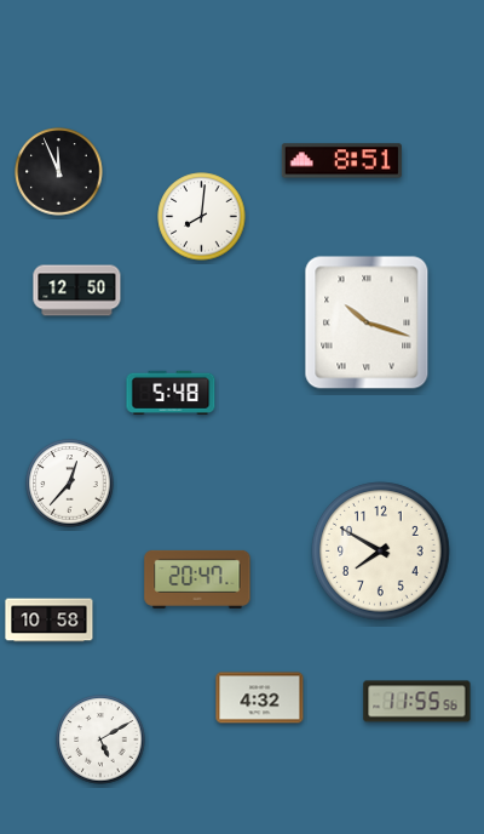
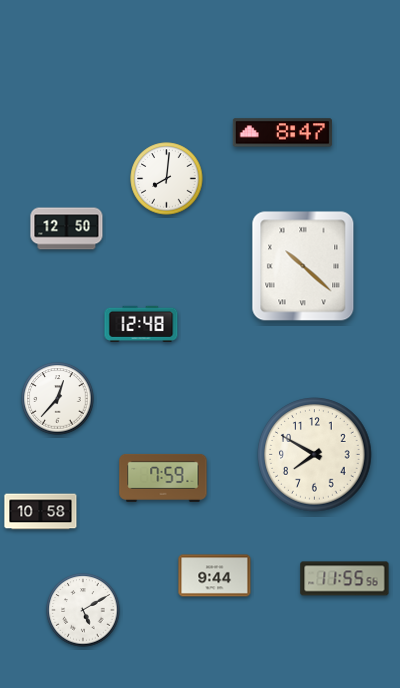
clock at (341, 161): 8:51 -> 8:47
clock at (59, 172): 11:56 -> none
clock at (77, 291) position: (77, 291) -> (67, 229)
clock at (367, 322): 10:18 -> 10:22
clock at (171, 393): 5:48 -> 12:48
clock at (197, 579): 20:47 -> 7:59
clock at (260, 698): 4:32 -> 9:44
